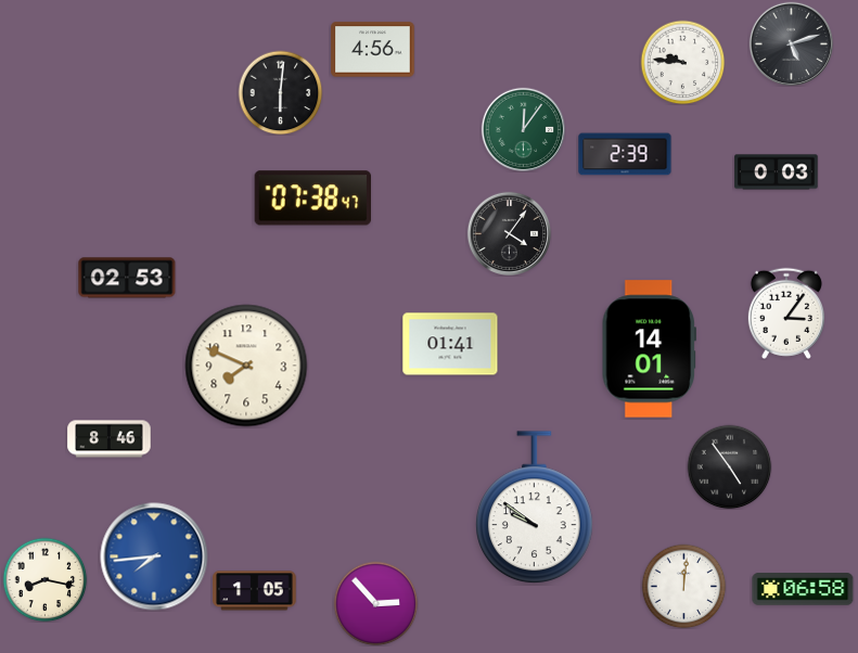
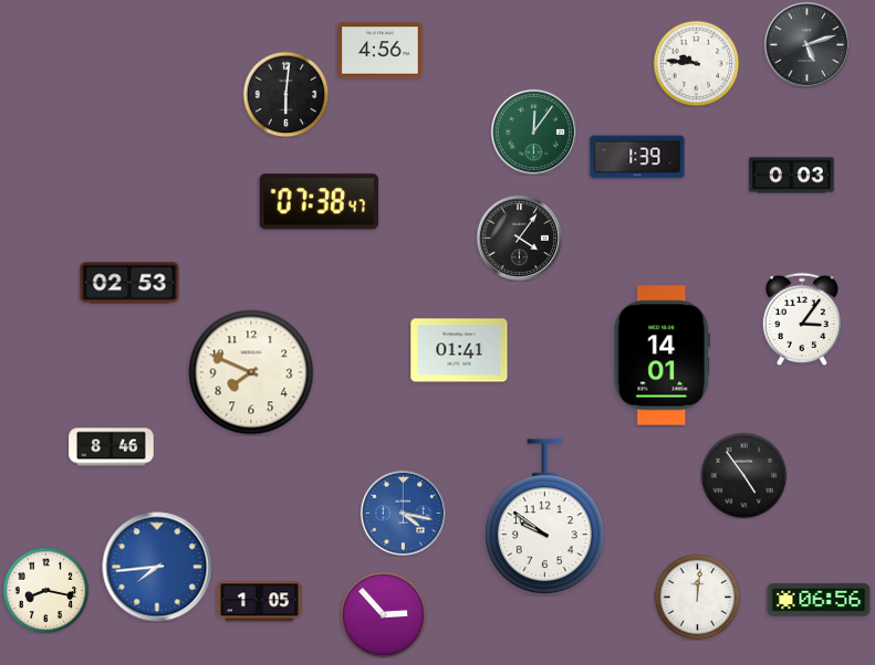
clock at (625, 154): 2:39 -> 1:39
clock at (403, 513): none -> 4:17
clock at (803, 589): 06:58 -> 06:56
